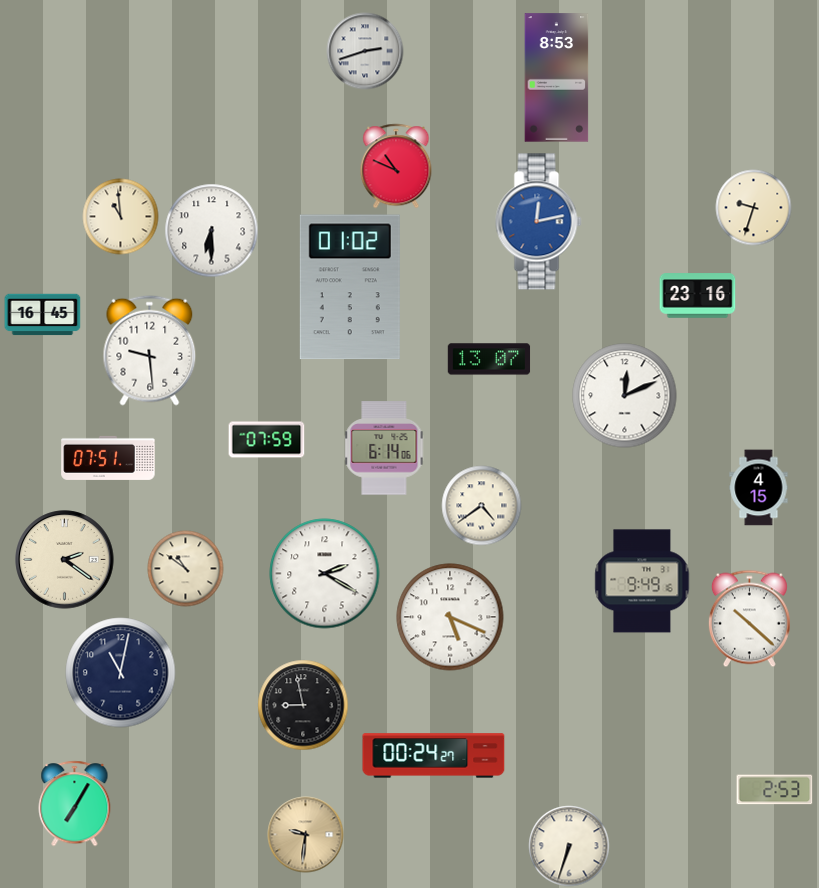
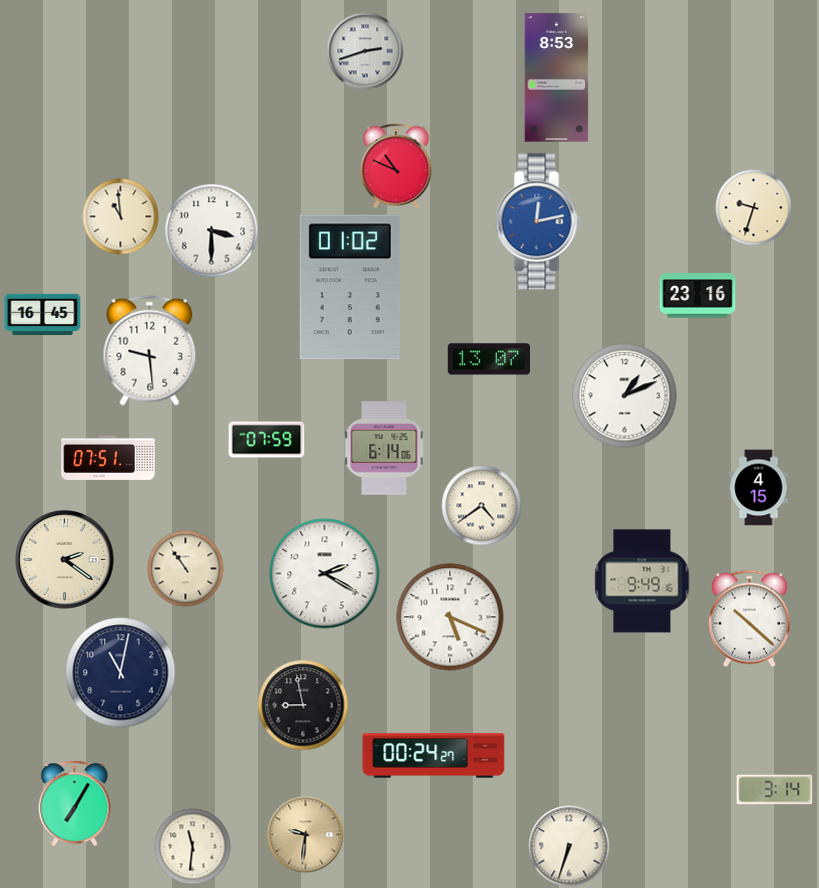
clock at (212, 231): 6:30 -> 3:30
clock at (625, 396): 12:11 -> 1:11
clock at (186, 569): 10:51 -> 10:54
clock at (775, 790): 2:53 -> 3:14
clock at (193, 847): none -> 11:31
